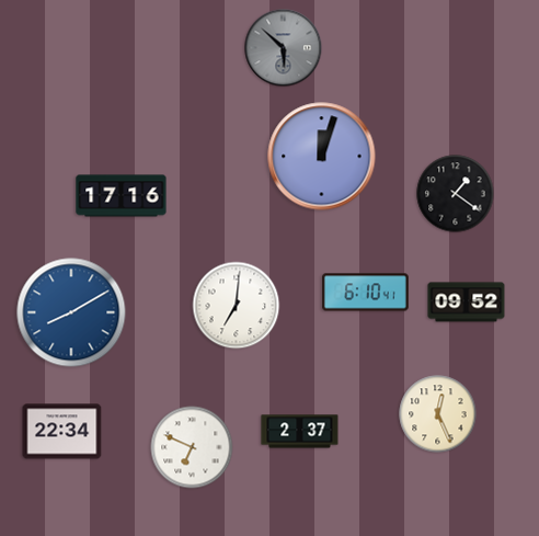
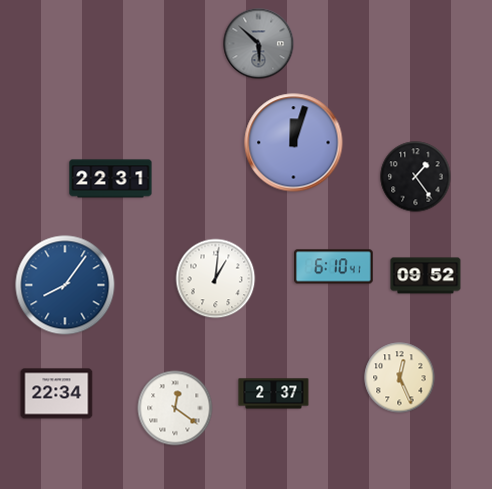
clock at (456, 194): 1:21 -> 1:24
clock at (122, 196): 17:16 -> 22:31
clock at (237, 306): 7:01 -> 1:01
clock at (71, 312): 8:10 -> 8:06
clock at (192, 447): 6:49 -> 12:21
